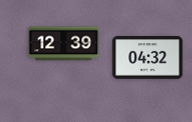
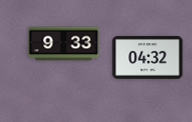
clock at (64, 44): 12:39 -> 9:33
